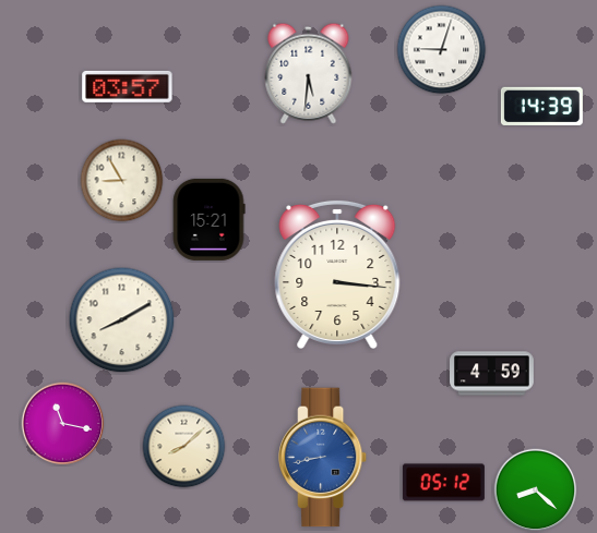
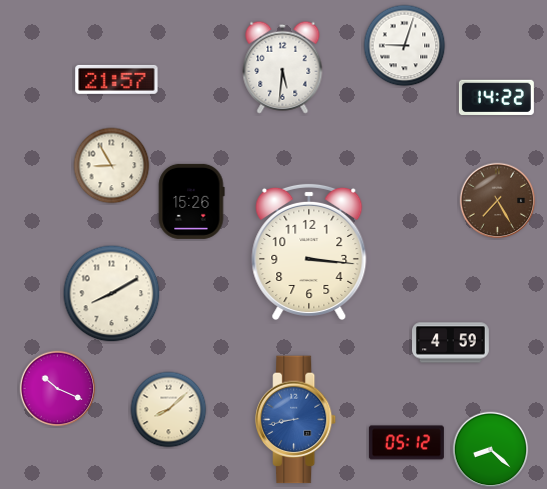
clock at (128, 86): 03:57 -> 21:57
clock at (541, 106): 14:39 -> 14:22
clock at (210, 219): 15:21 -> 15:26
clock at (498, 201): none -> 7:25
clock at (63, 424): 11:17 -> 10:19
